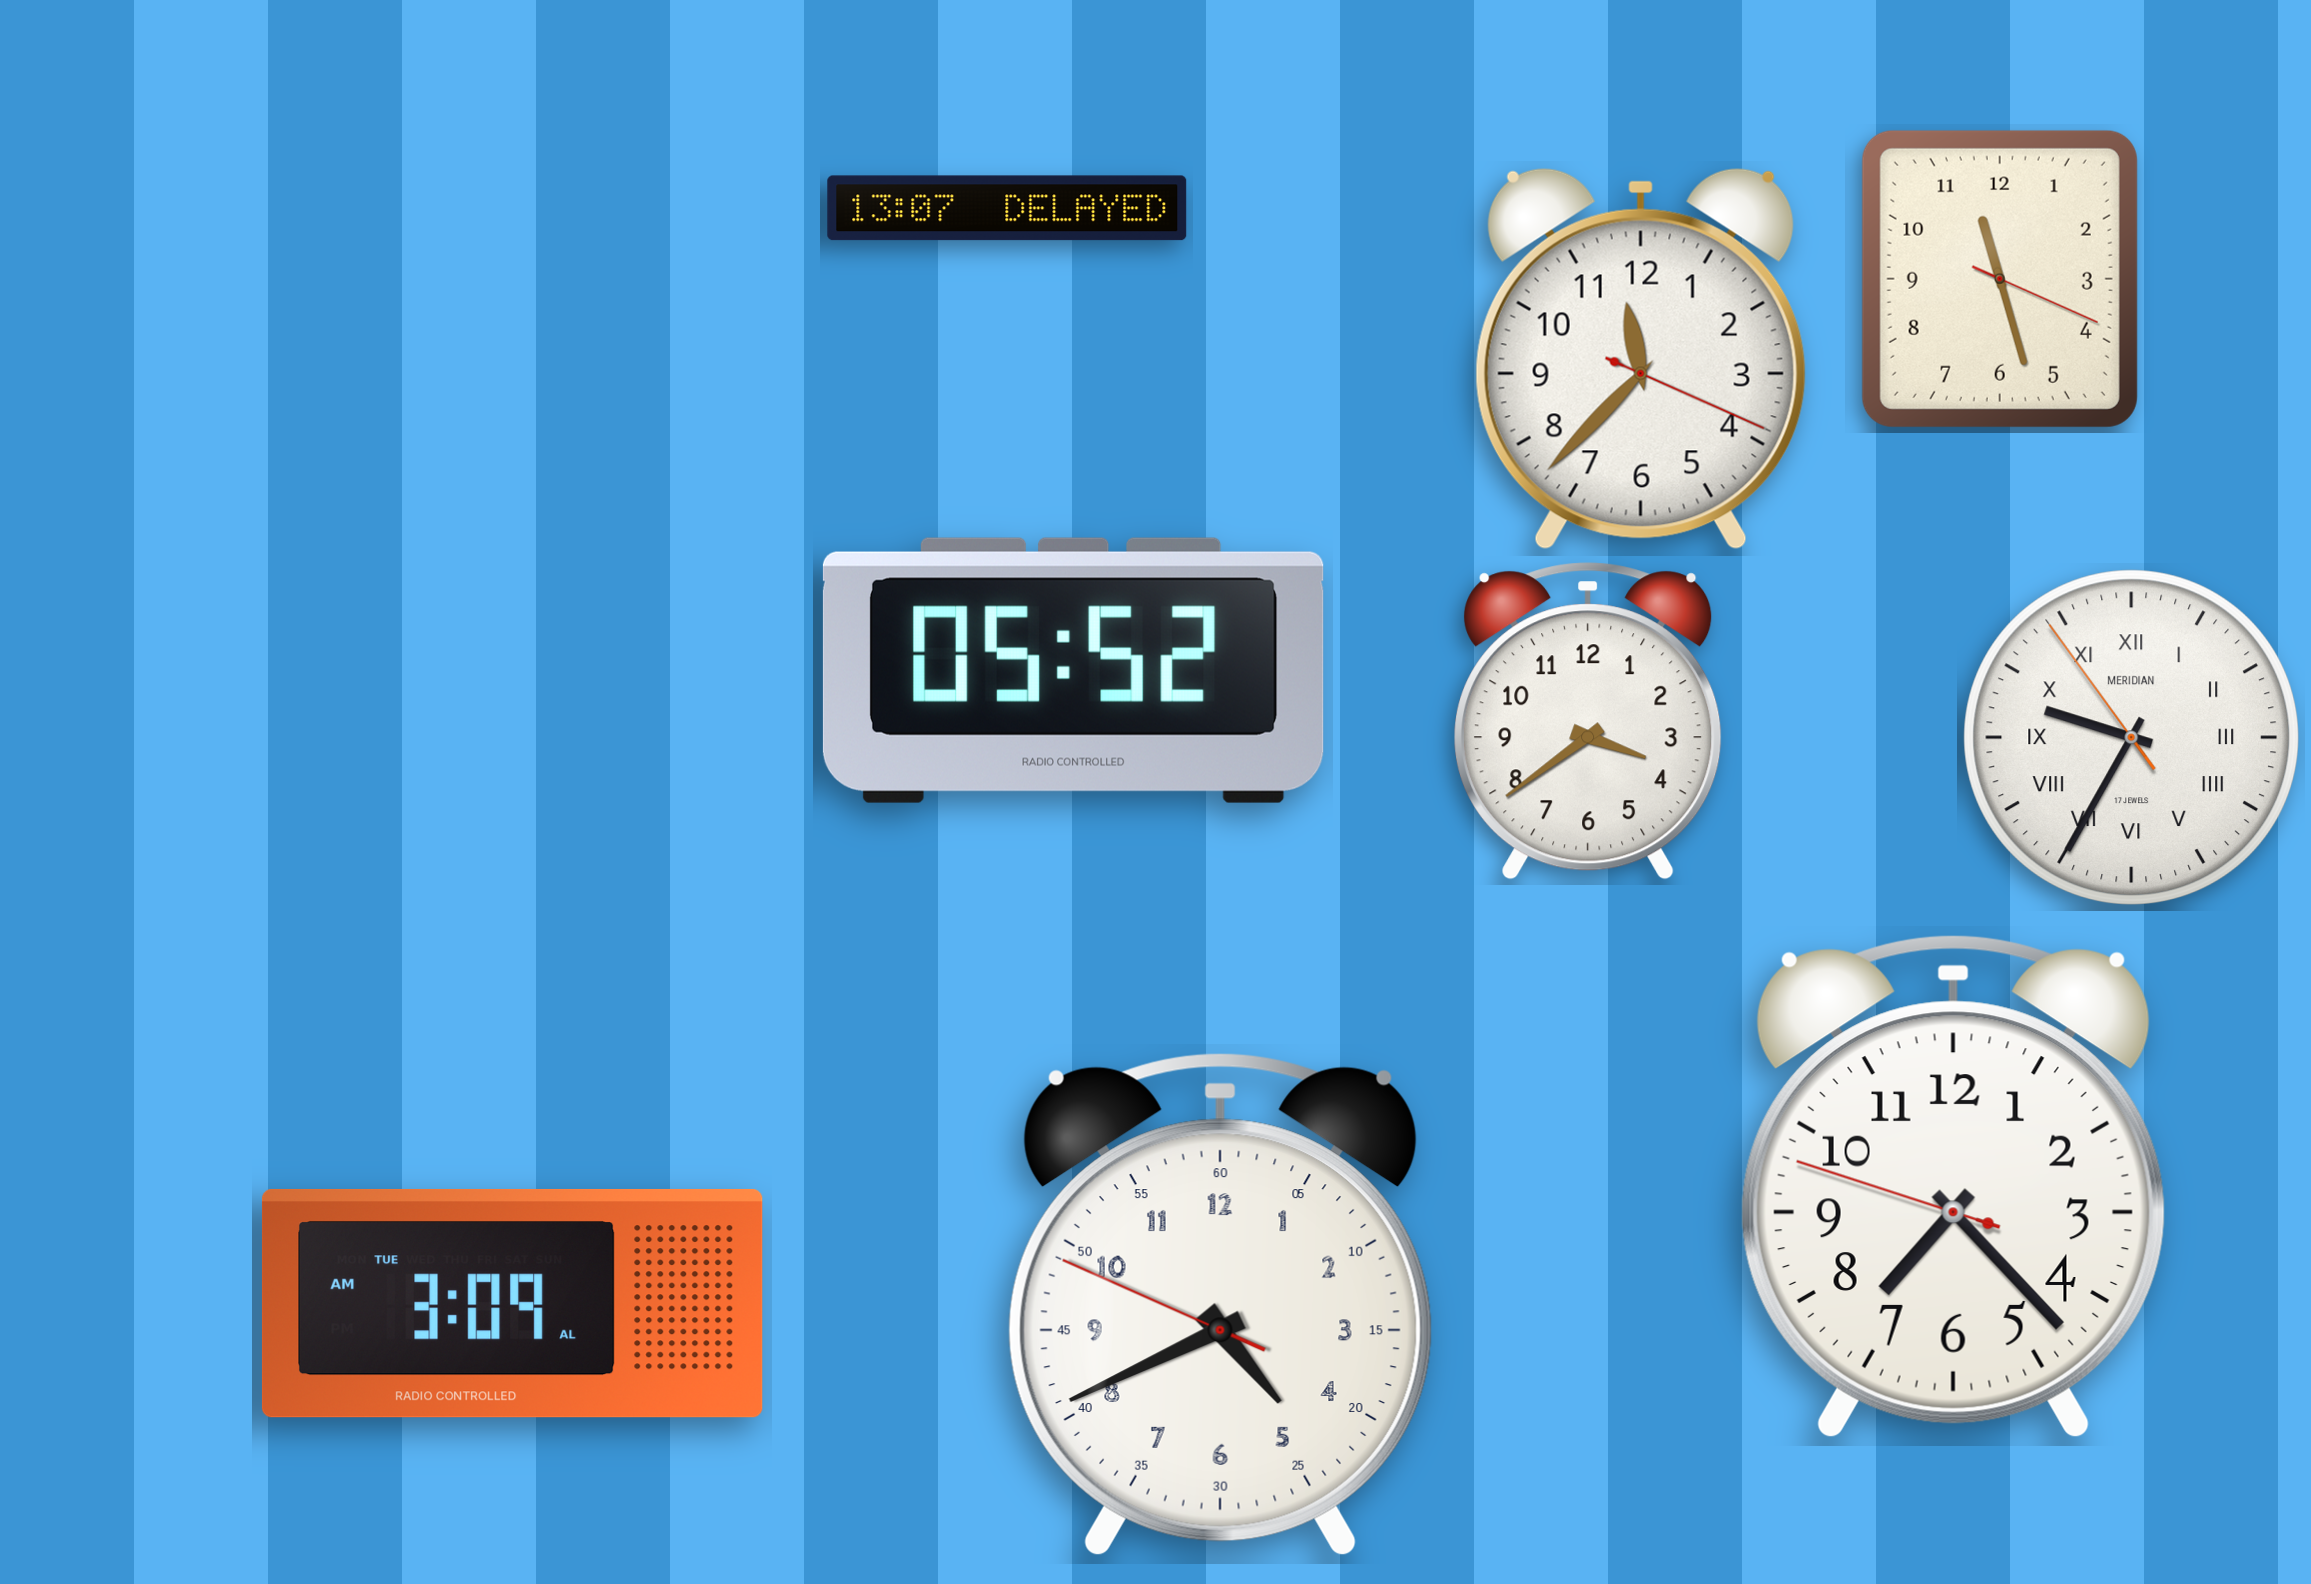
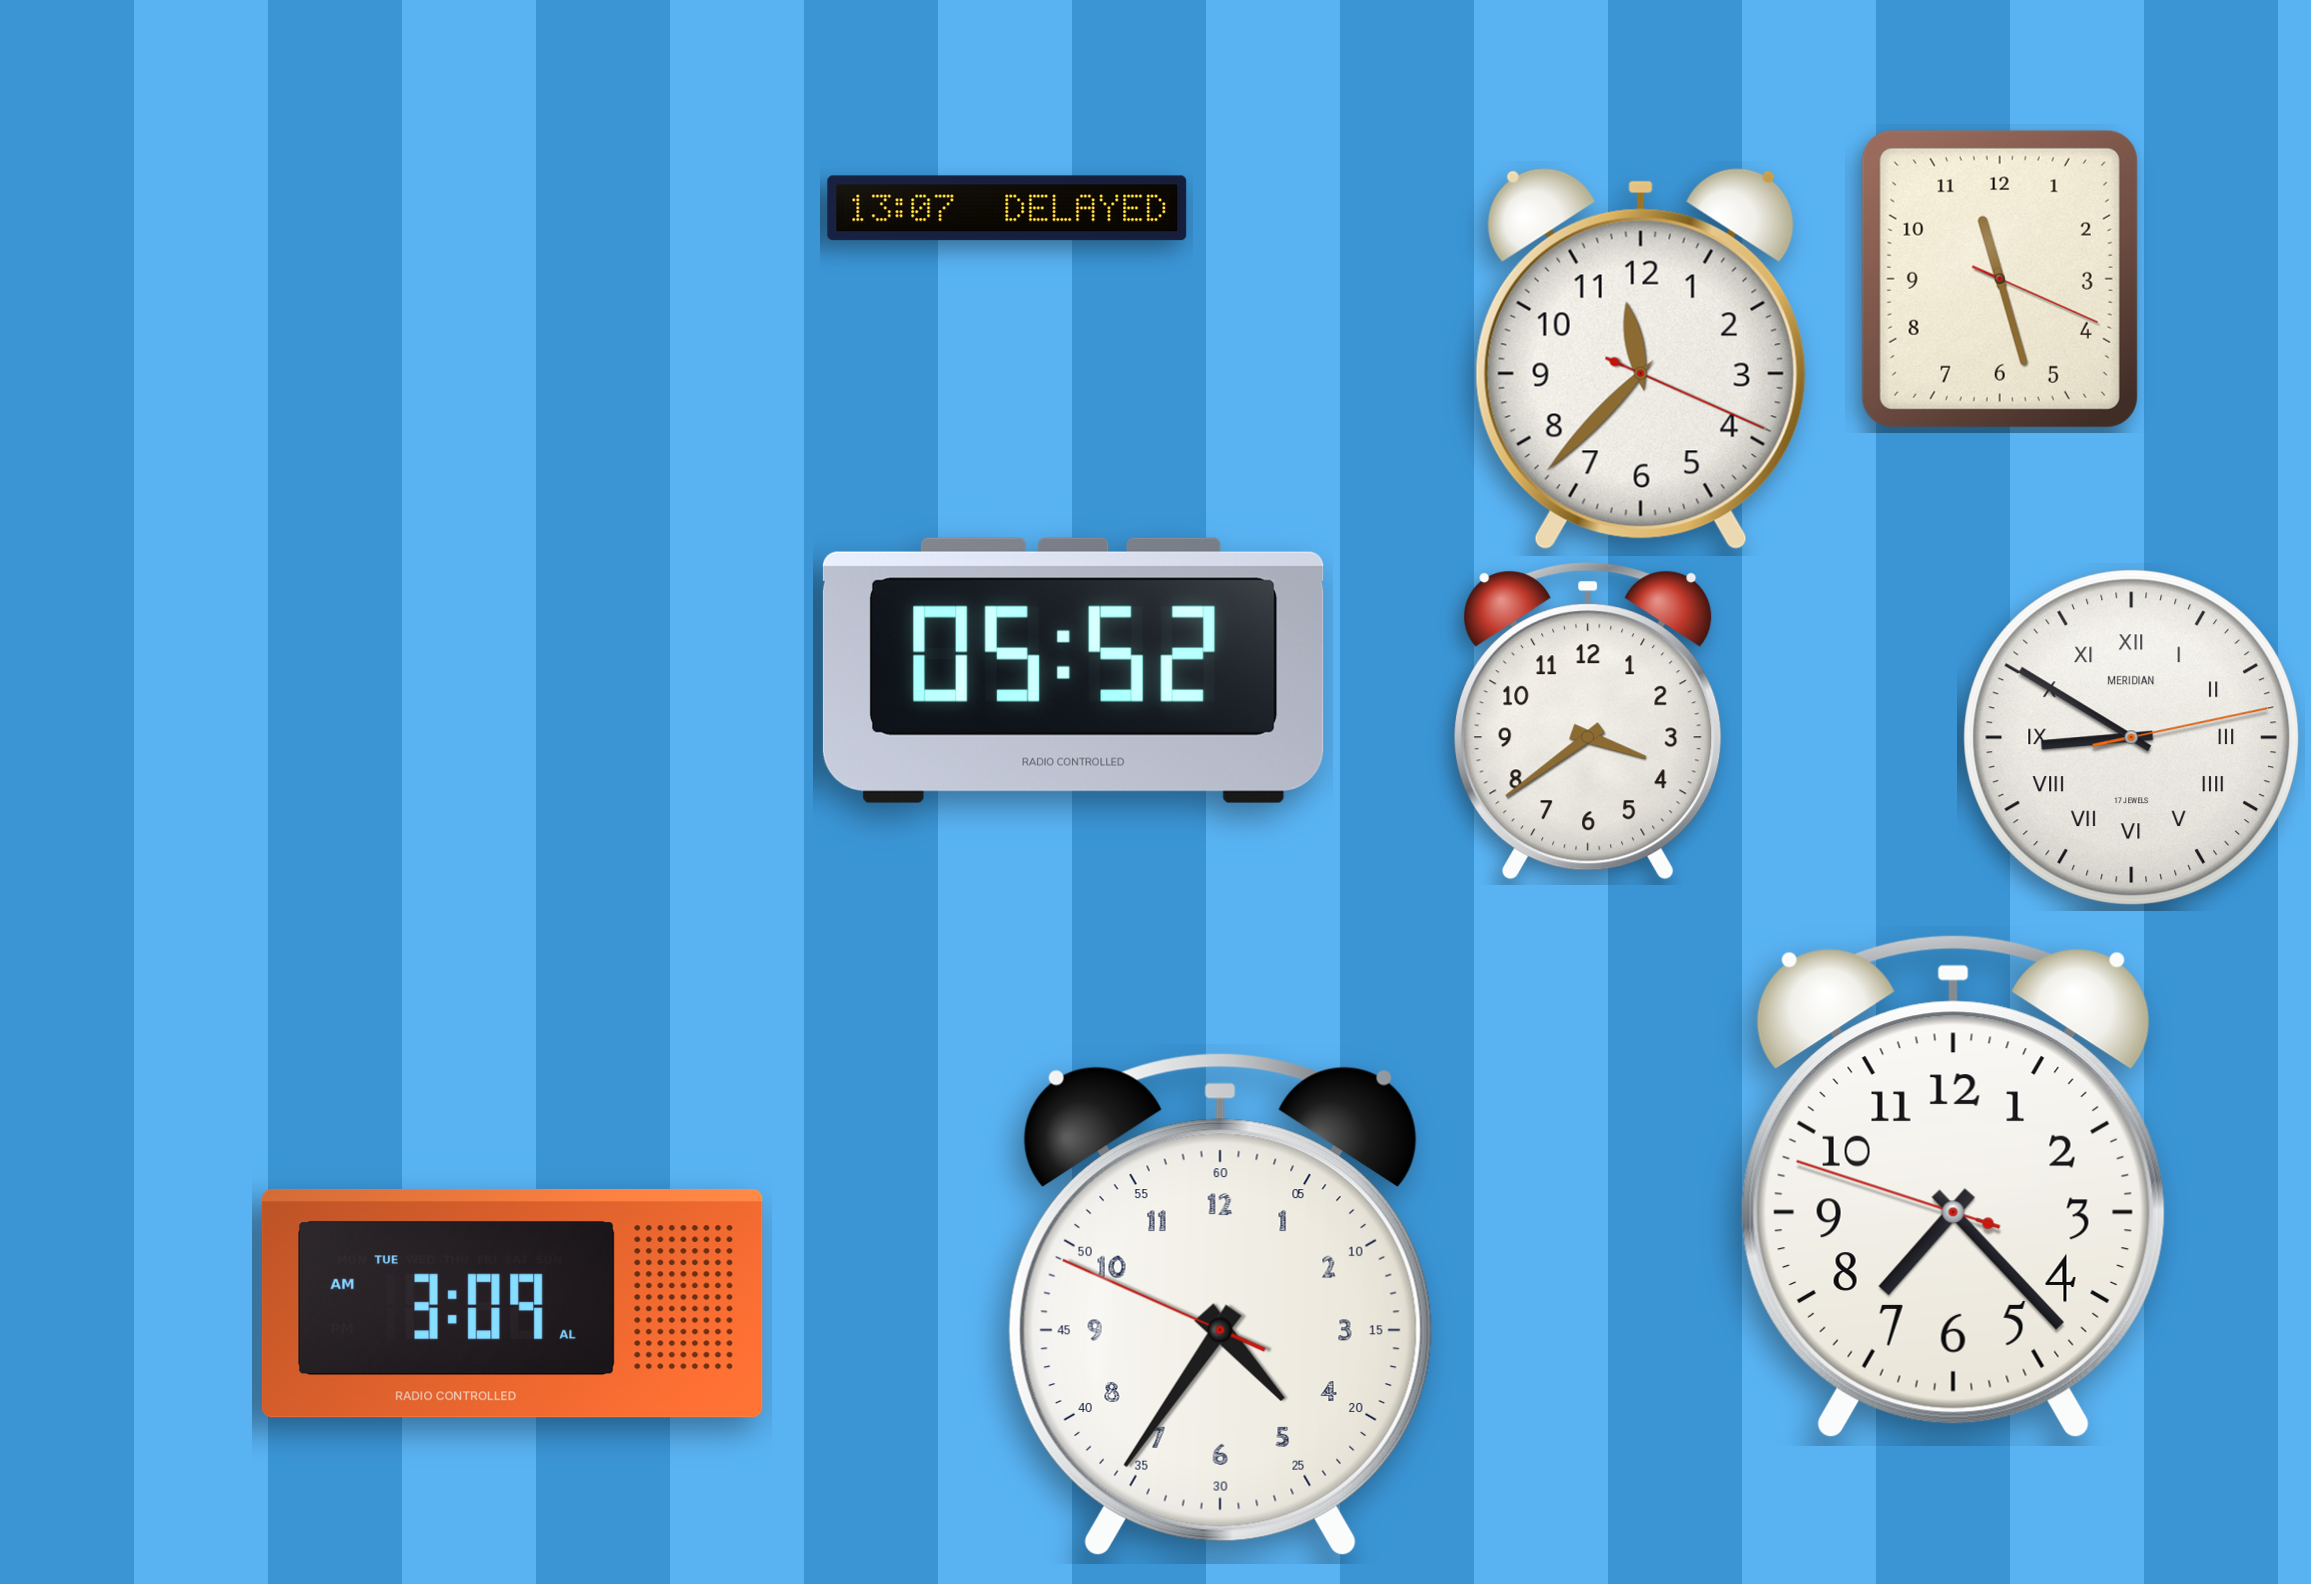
clock at (2131, 737): 9:34 -> 8:50
clock at (1220, 1304): 4:40 -> 4:35
